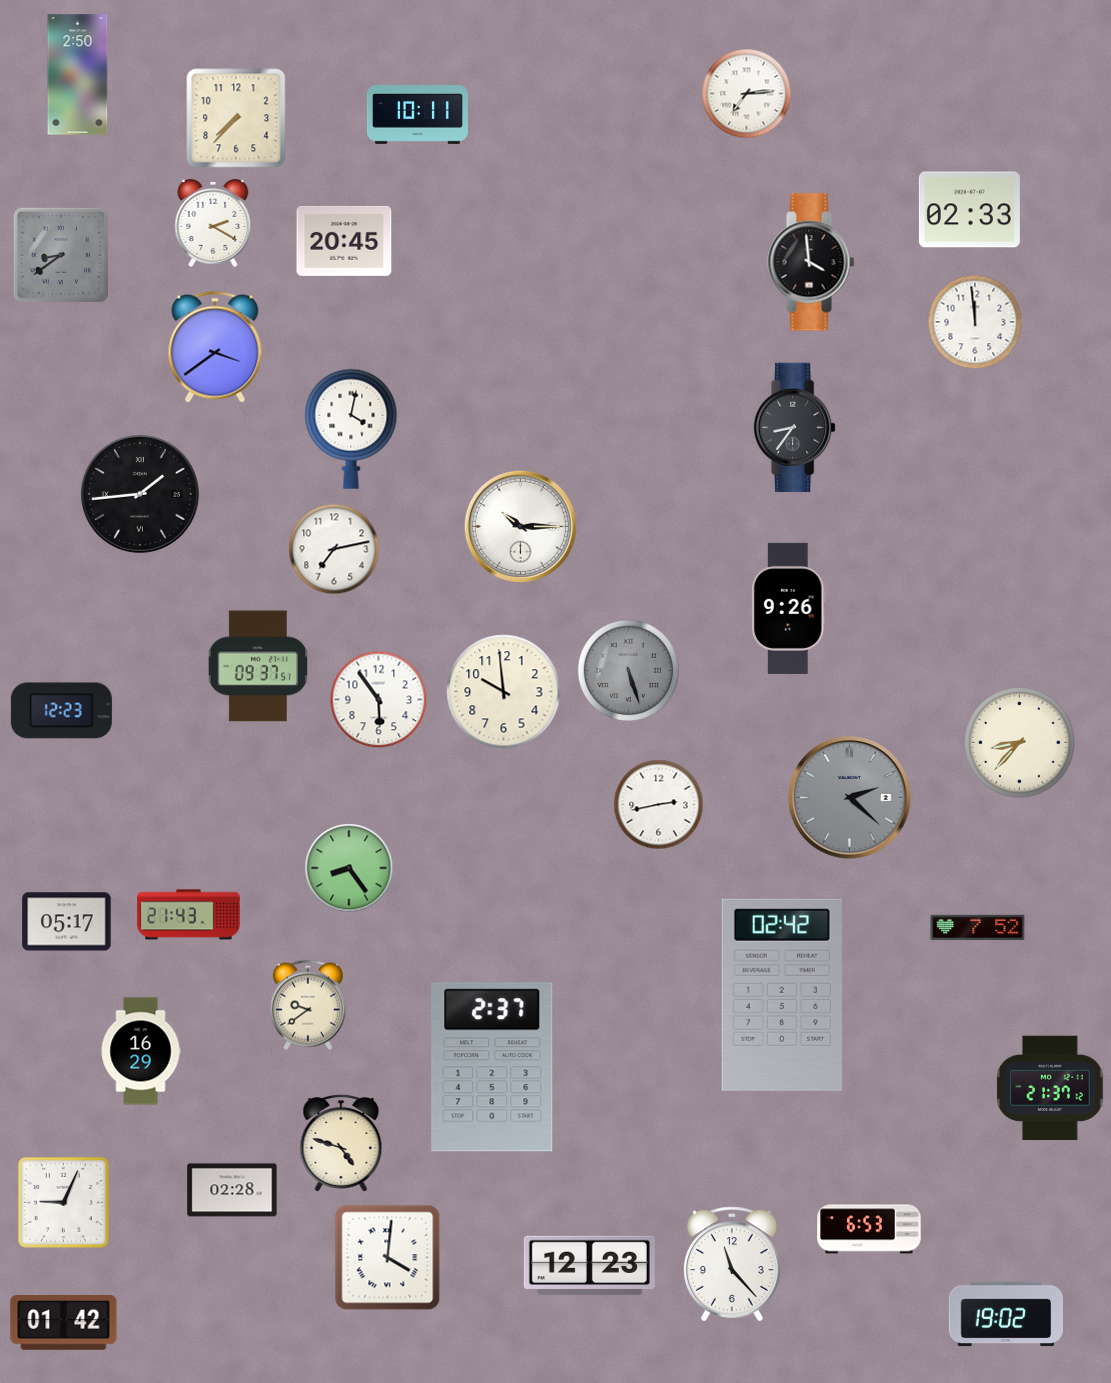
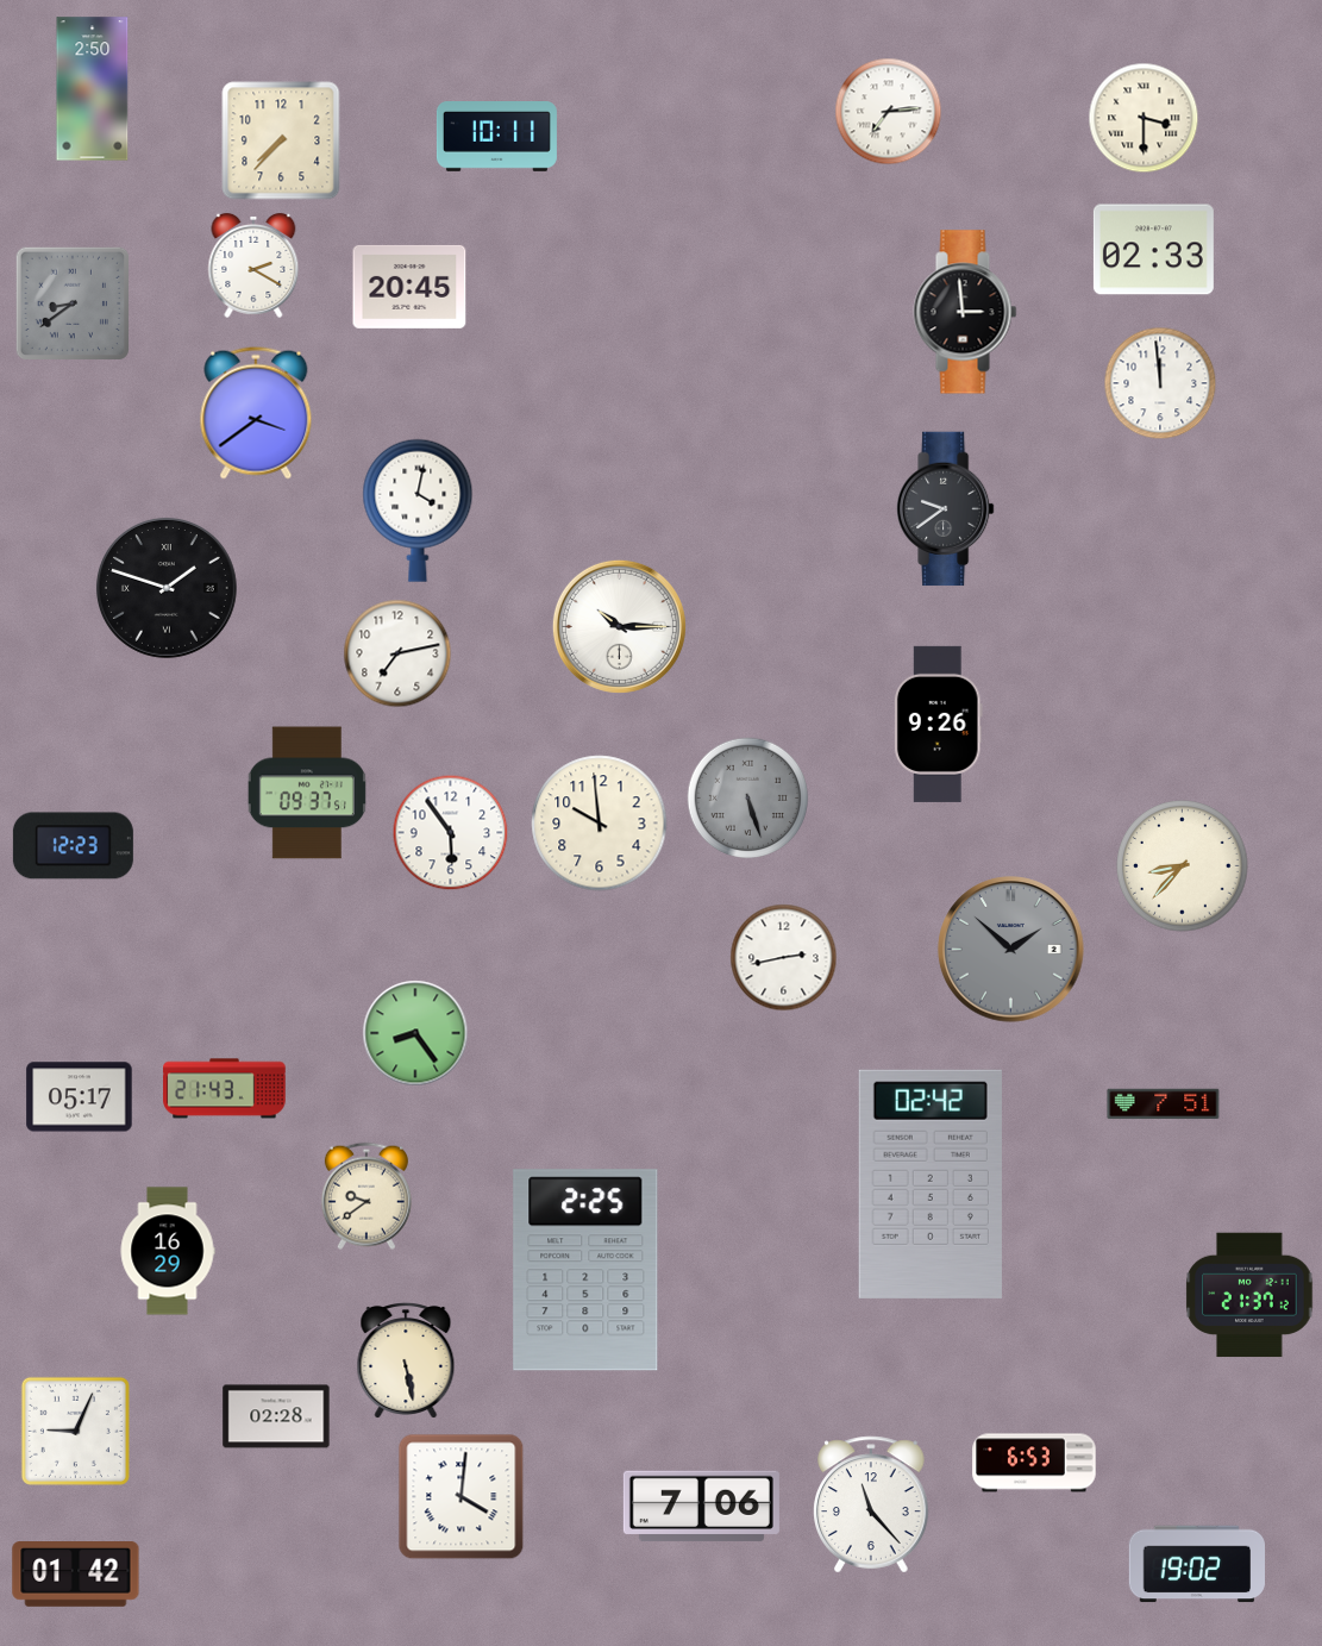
clock at (1144, 118): none -> 3:30
clock at (811, 262): 3:59 -> 2:59
clock at (795, 428): 8:36 -> 9:39
clock at (140, 494): 1:44 -> 1:48
clock at (1020, 743) position: (1020, 743) -> (1183, 866)
clock at (850, 798): 2:22 -> 1:52
clock at (978, 928): 7:52 -> 7:51
clock at (492, 1067): 2:37 -> 2:25
clock at (341, 1144): 4:48 -> 5:28
clock at (589, 1266): 12:23 -> 7:06
